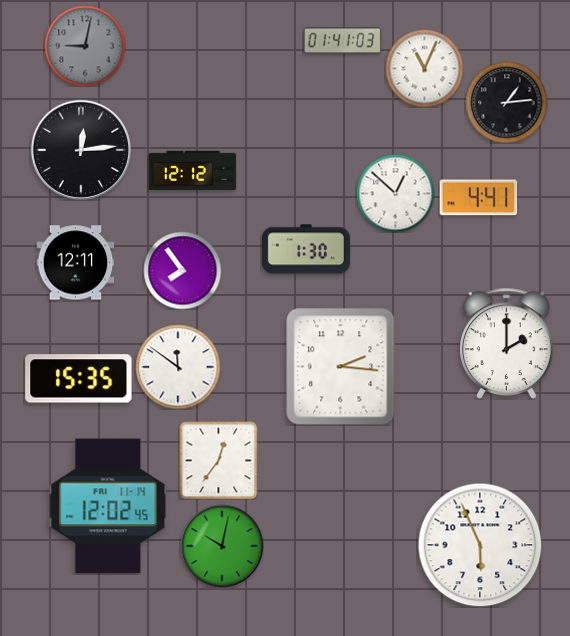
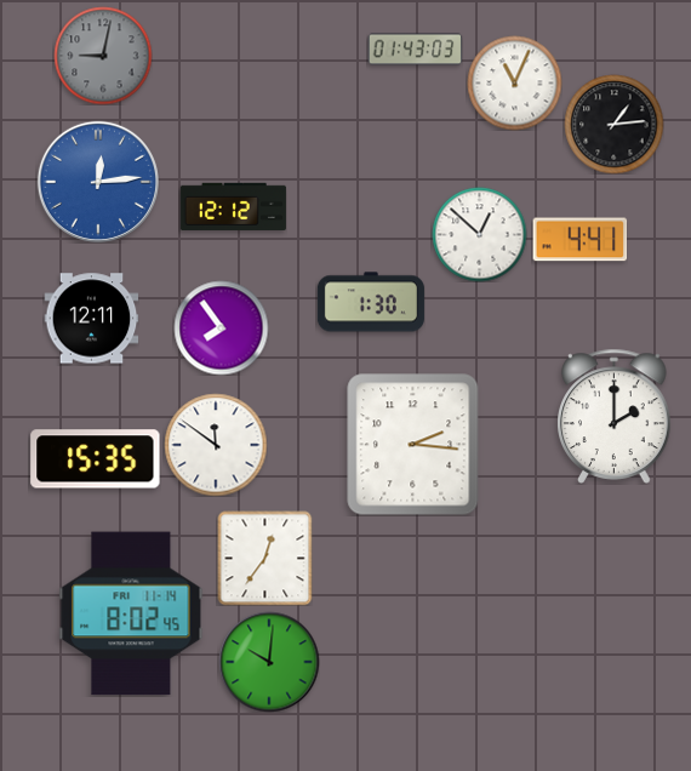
clock at (342, 41): 01:41 -> 01:43
clock at (81, 150) dial: black -> blue
clock at (108, 506): 12:02 -> 8:02
clock at (480, 545): 5:56 -> none
clock at (222, 546): 10:02 -> 10:01
